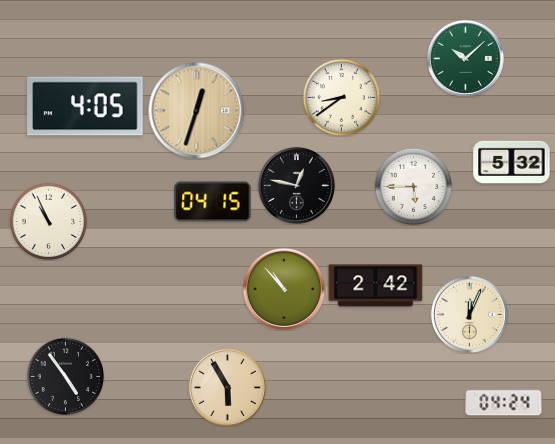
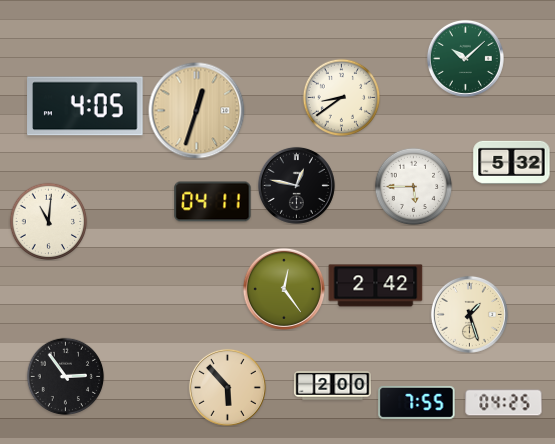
clock at (213, 202): 04:15 -> 04:11
clock at (48, 221): 10:56 -> 11:01
clock at (284, 289): 10:53 -> 12:24
clock at (469, 314): 12:04 -> 1:27
clock at (65, 376): 4:54 -> 2:54
clock at (333, 386): none -> 2:00
clock at (227, 387): 5:55 -> 5:53
clock at (417, 402): none -> 7:55
clock at (504, 403): 04:24 -> 04:25
